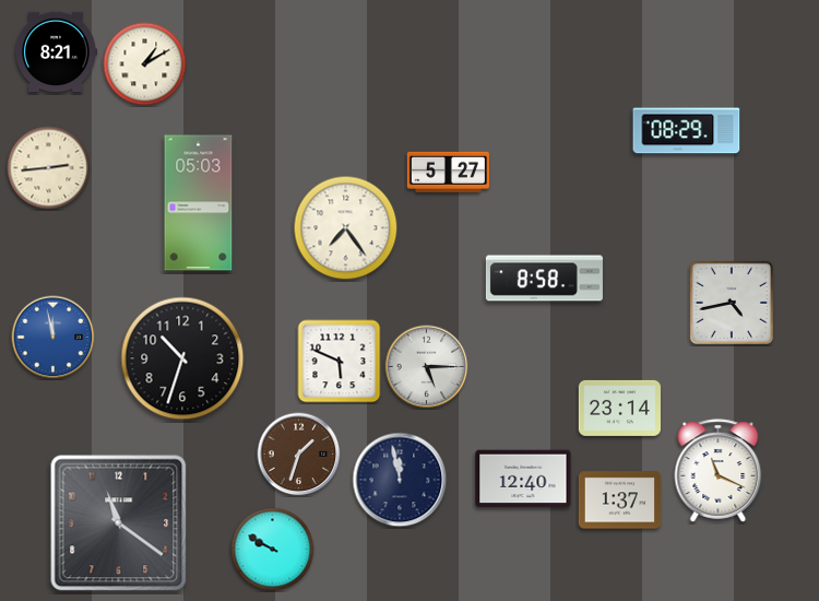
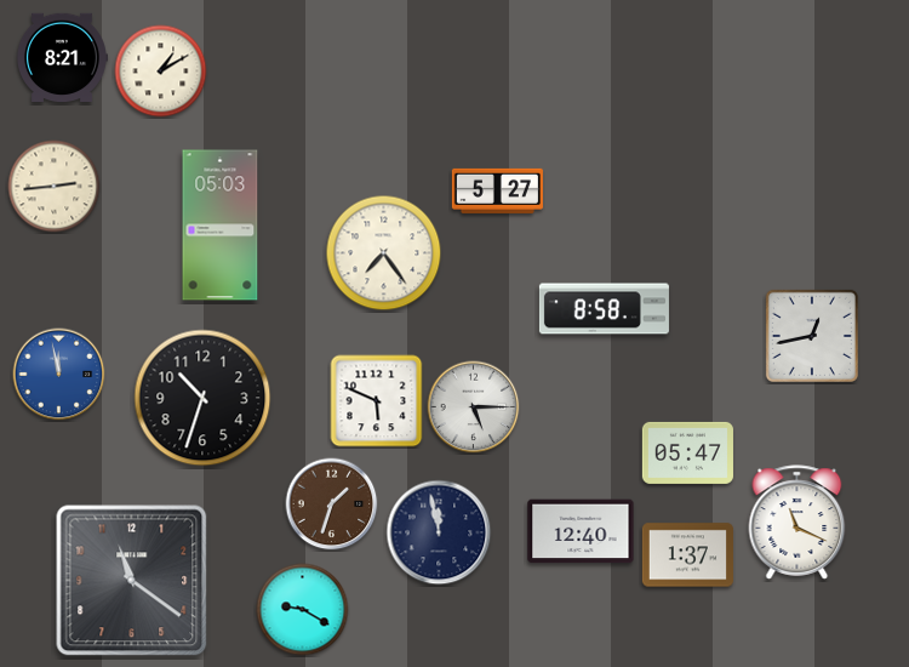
clock at (687, 131): 08:29 -> none
clock at (732, 303): 4:43 -> 12:43
clock at (619, 408): 23:14 -> 05:47
clock at (400, 480) position: (400, 480) -> (439, 532)
clock at (273, 550): 9:50 -> 9:20
